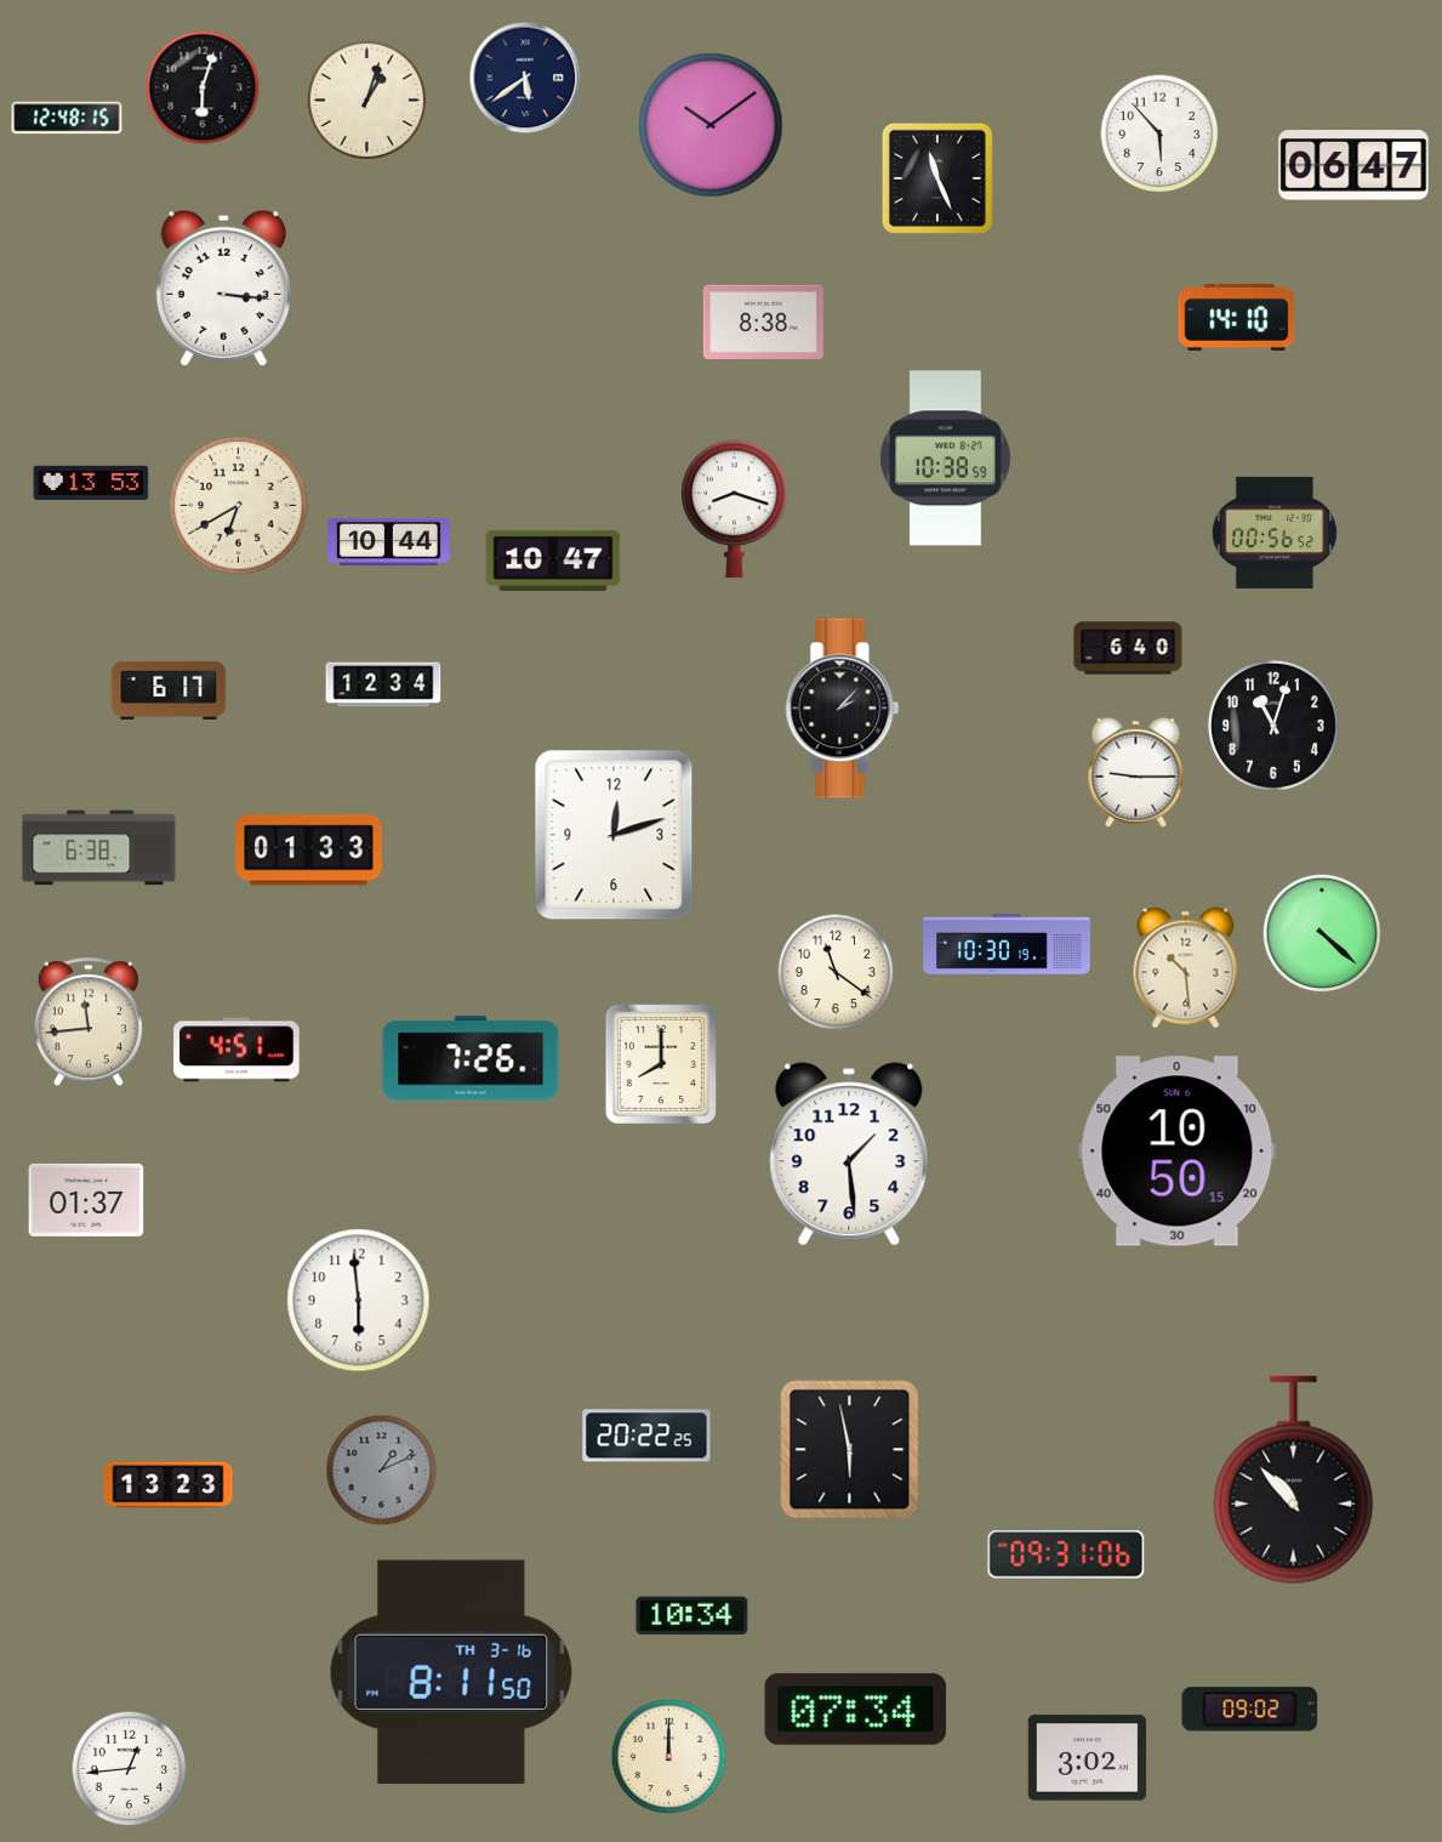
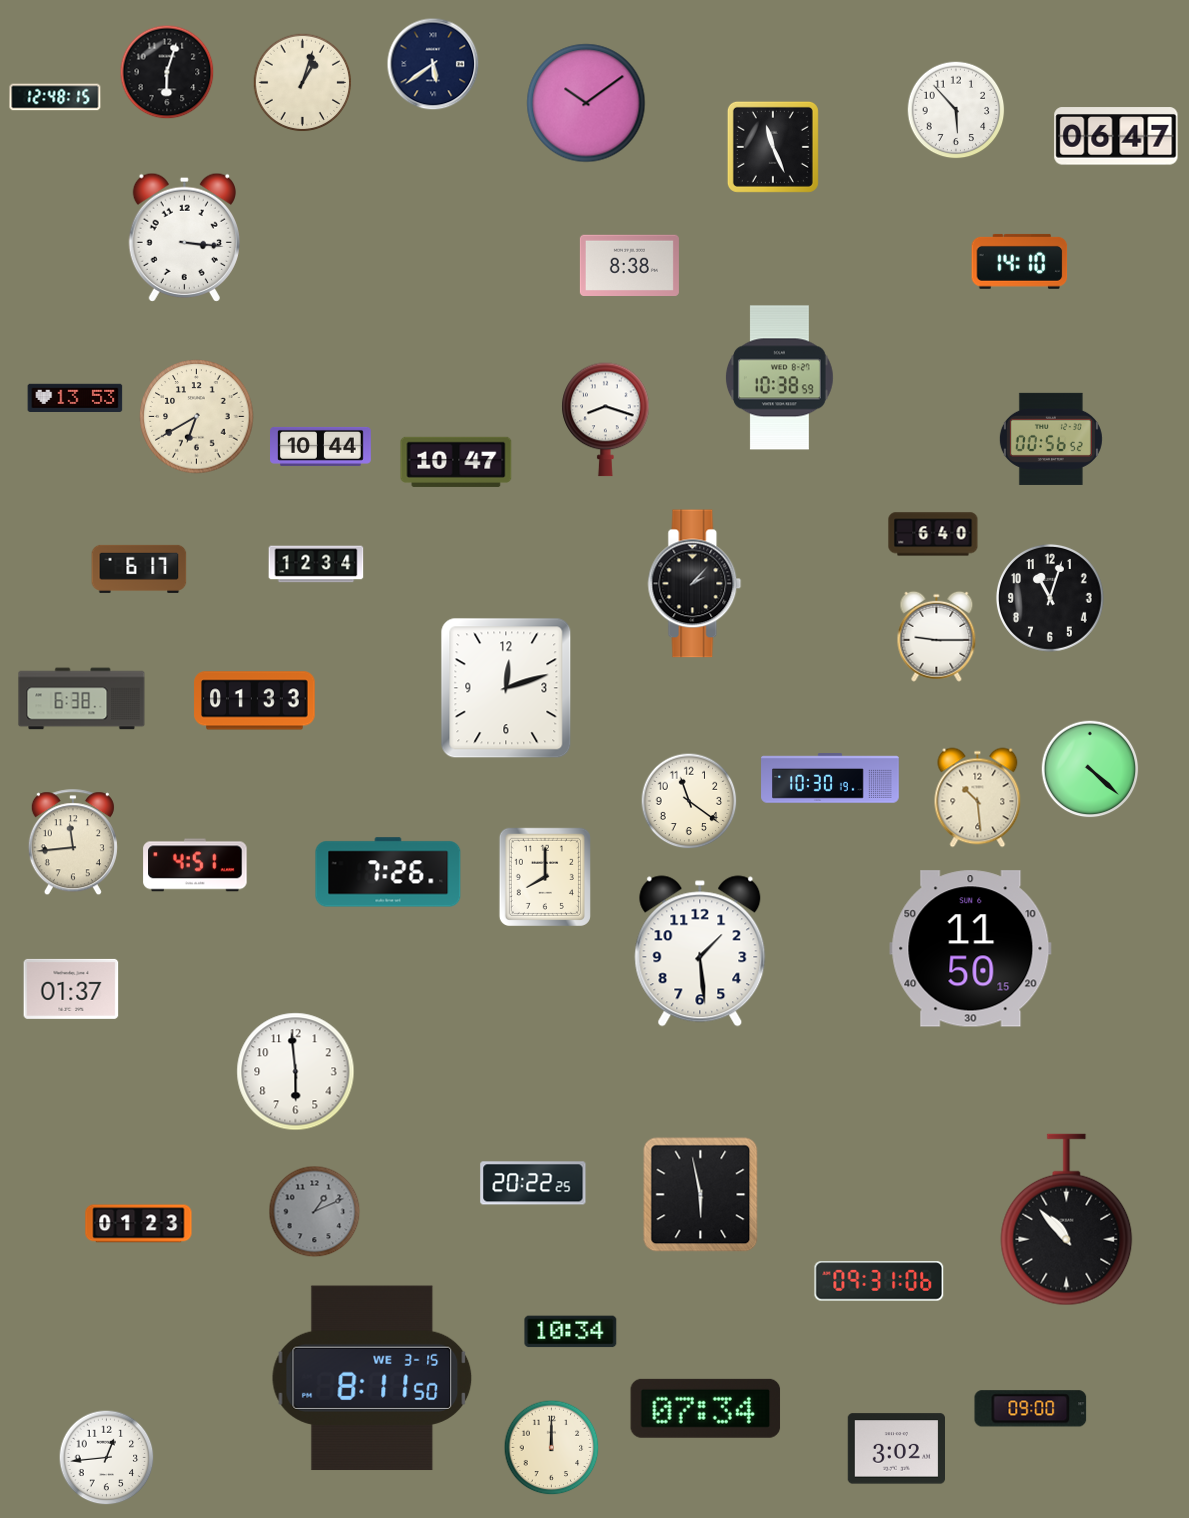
clock at (1128, 648) position: (1128, 648) -> (933, 534)
clock at (1178, 1152): 10:50 -> 11:50
clock at (169, 1485): 13:23 -> 01:23
clock at (451, 1672) date: TH 3-16 -> WE 3-15
clock at (1250, 1710): 09:02 -> 09:00
